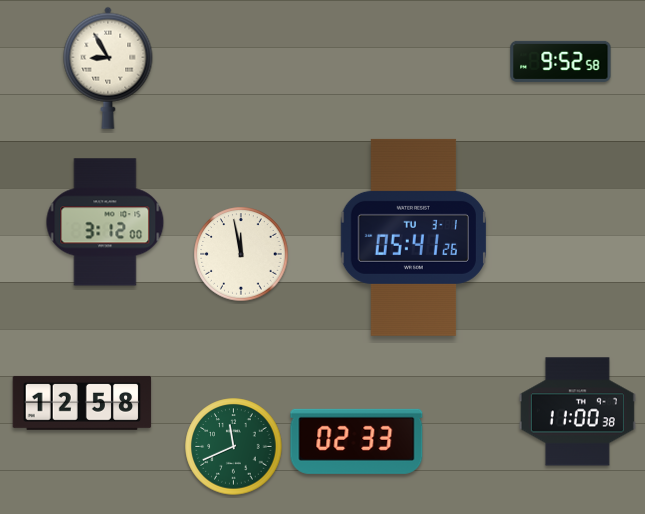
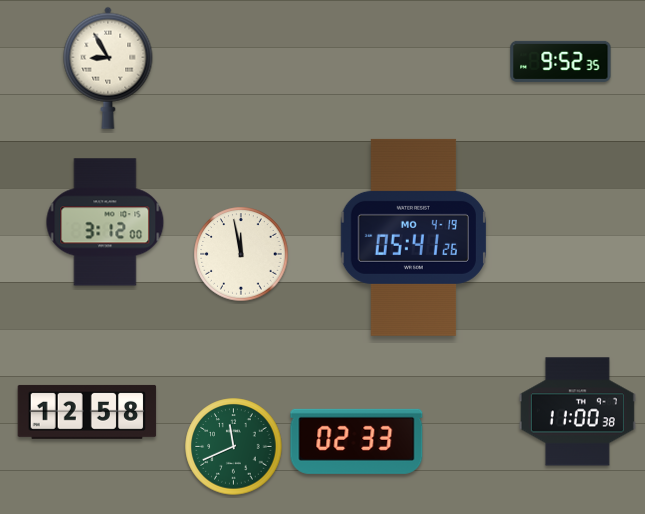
clock at (561, 61): 9:52:58 -> 9:52:35
clock at (413, 237) date: TU 3-1 -> MO 4-19
clock at (82, 403) position: (82, 403) -> (87, 412)
